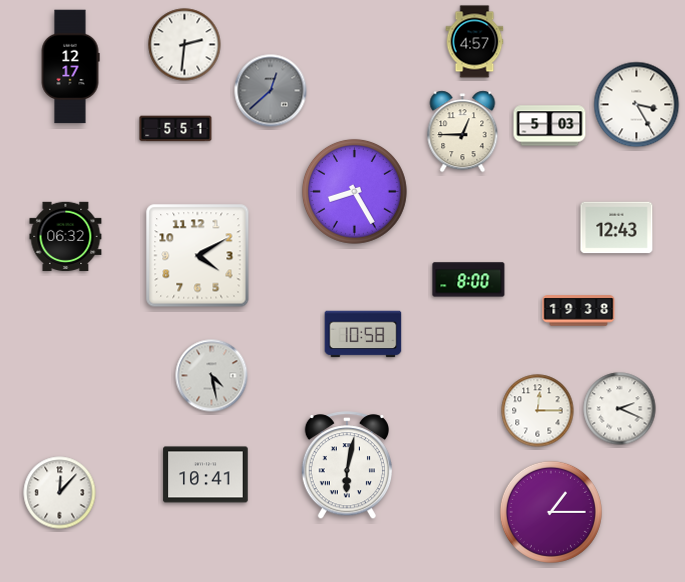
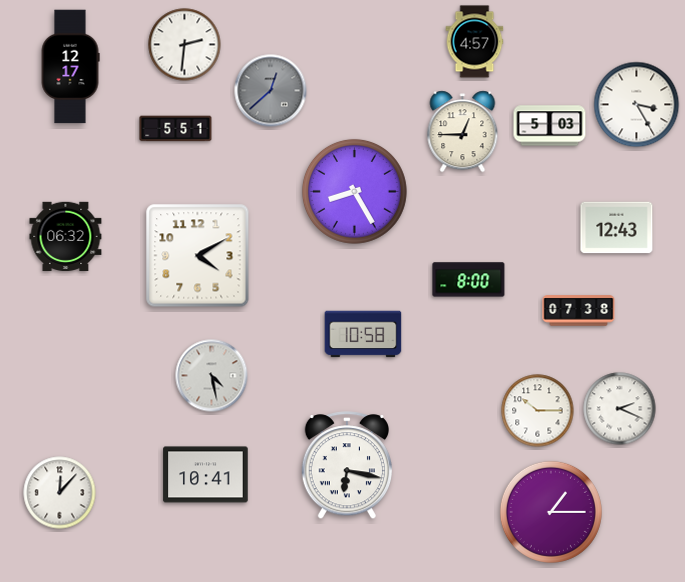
clock at (579, 311): 19:38 -> 07:38
clock at (538, 411): 12:15 -> 10:15
clock at (346, 466): 6:02 -> 6:17
